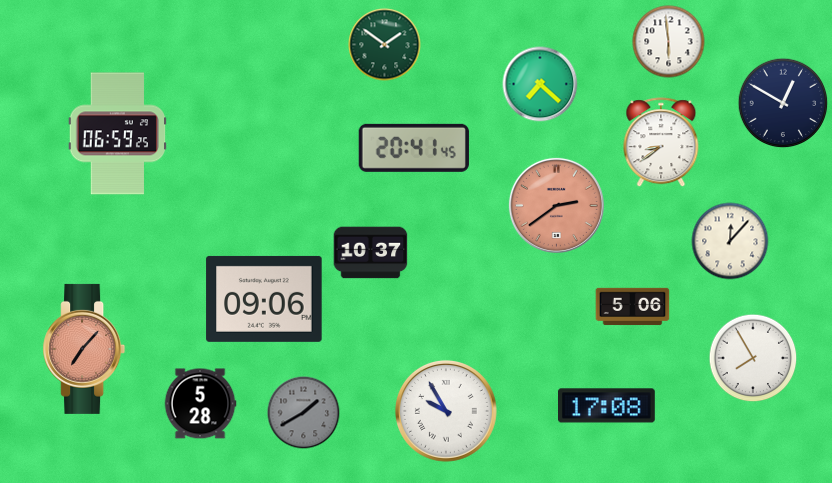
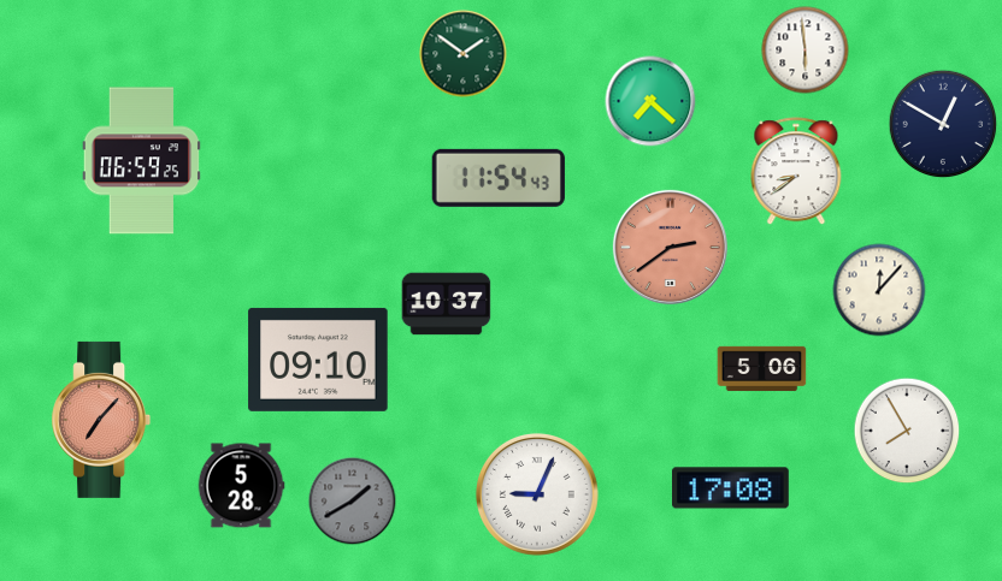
clock at (414, 148): 20:41 -> 11:54
clock at (264, 299): 09:06 -> 09:10
clock at (446, 411): 9:55 -> 9:04
clock at (304, 413) position: (304, 413) -> (353, 502)
